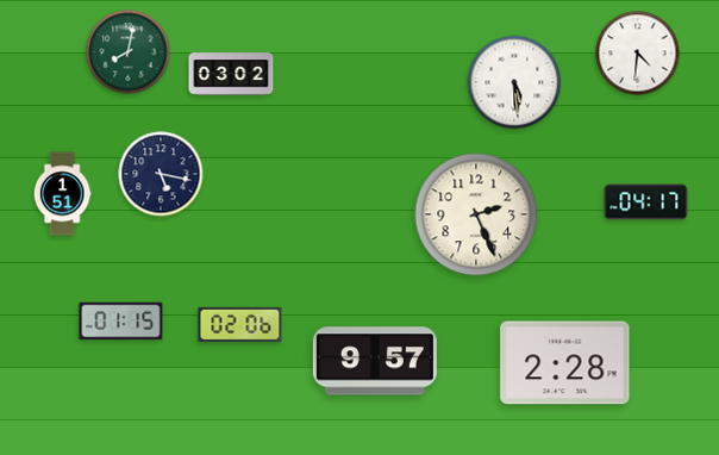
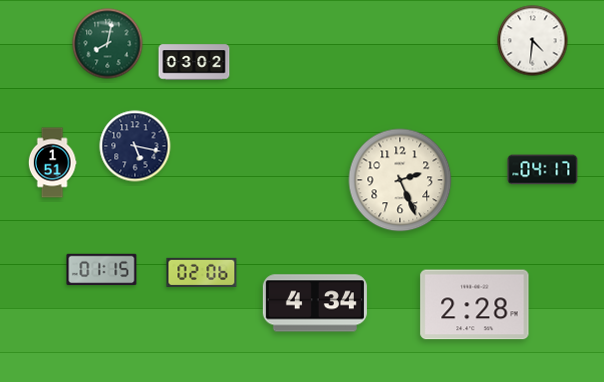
clock at (638, 54) position: (638, 54) -> (533, 41)
clock at (514, 82): 5:29 -> none
clock at (375, 361): 9:57 -> 4:34
